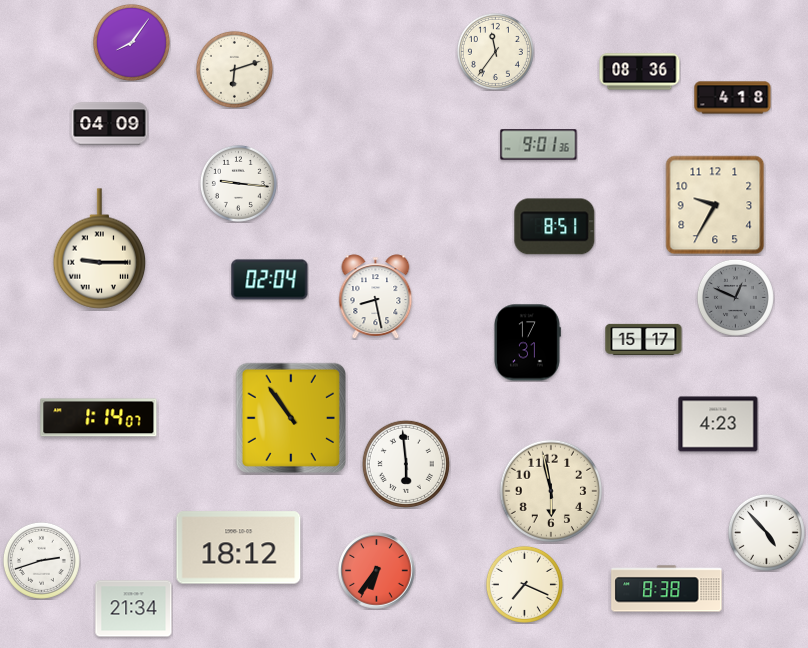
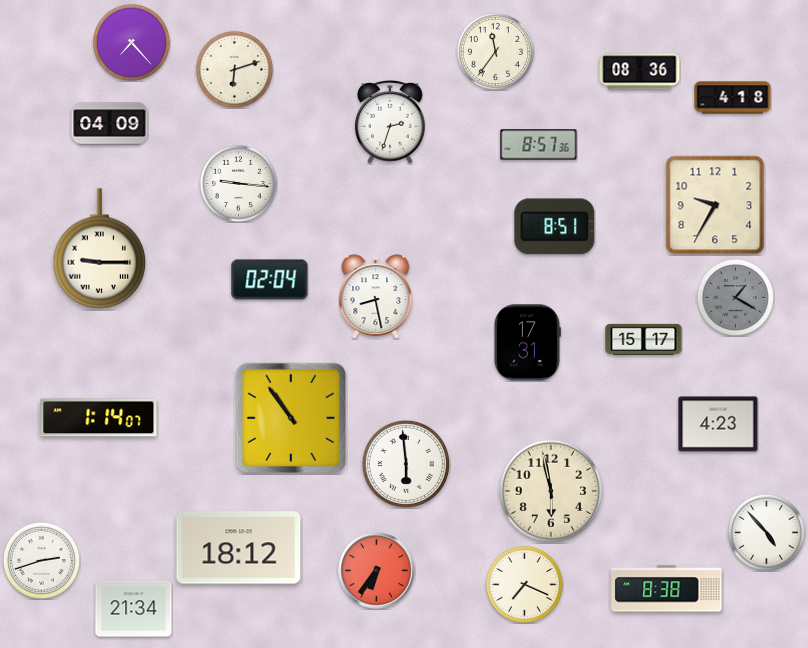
clock at (131, 42): 8:06 -> 7:23
clock at (390, 123): none -> 2:33
clock at (539, 145): 9:01 -> 8:57
clock at (735, 297): 12:49 -> 1:20
